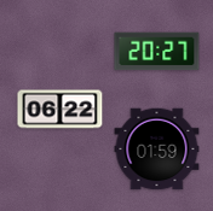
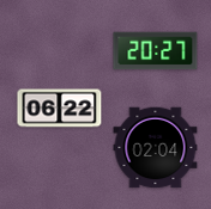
clock at (157, 150): 01:59 -> 02:04
